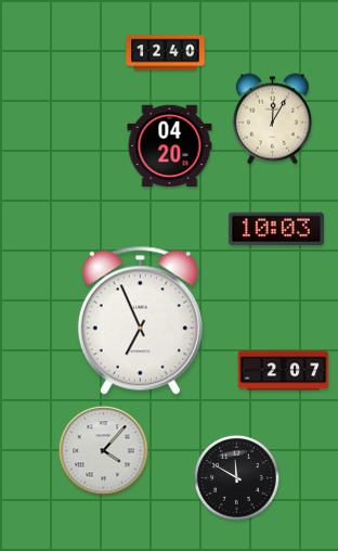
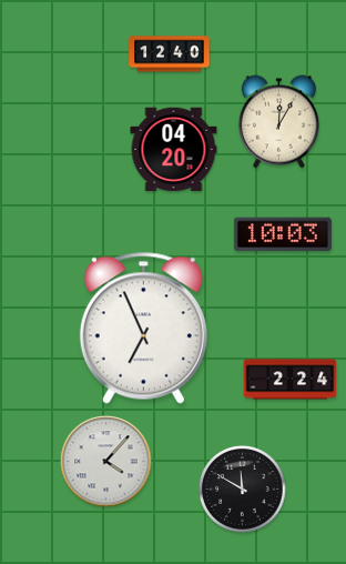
clock at (284, 371): 2:07 -> 2:24
